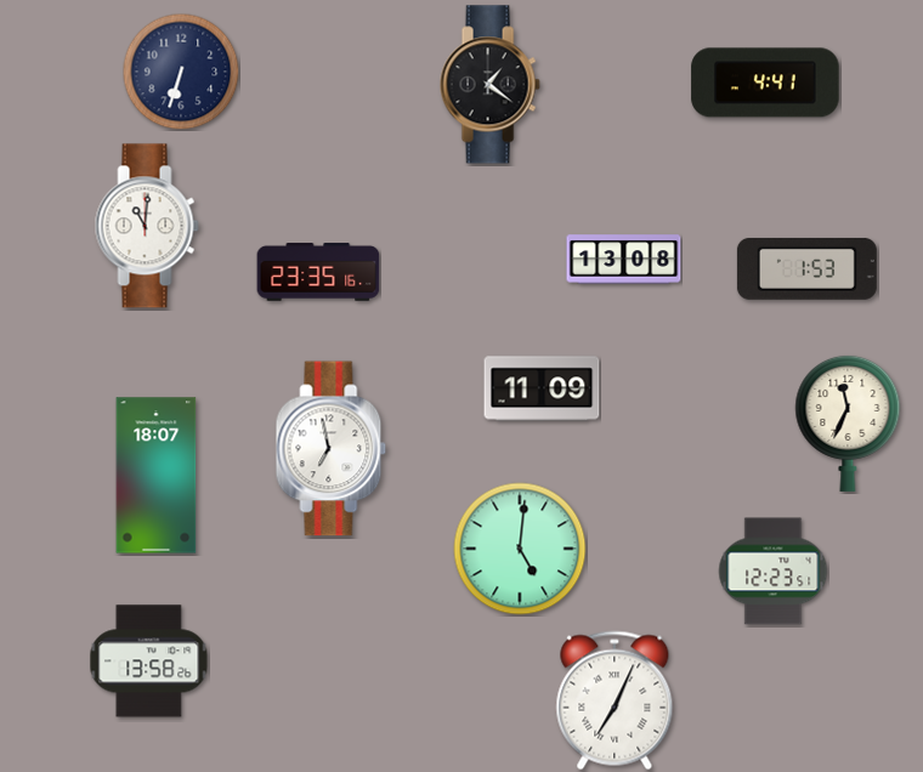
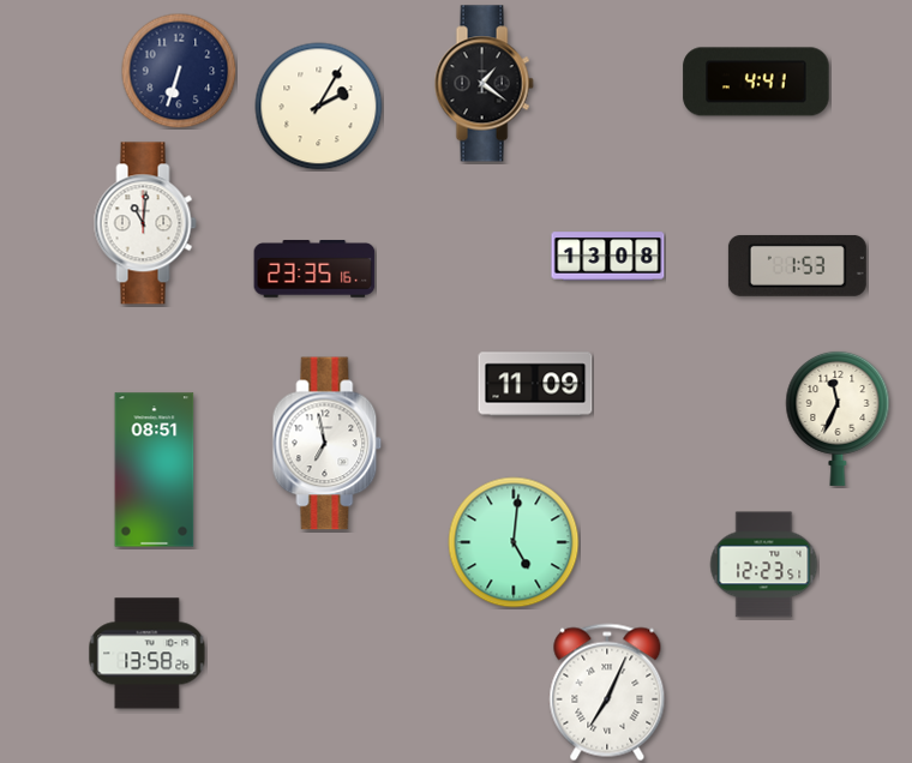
clock at (319, 107): none -> 2:05
clock at (624, 260) position: (624, 260) -> (608, 257)
clock at (157, 476): 18:07 -> 08:51
